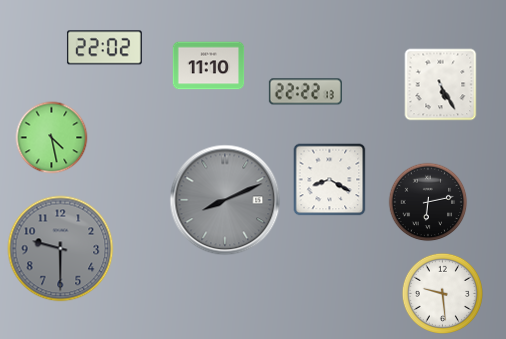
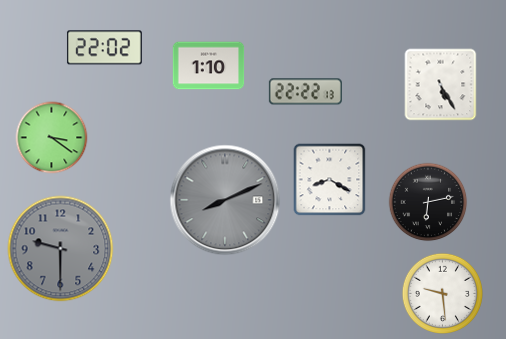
clock at (209, 66): 11:10 -> 1:10
clock at (52, 138): 4:28 -> 3:21
